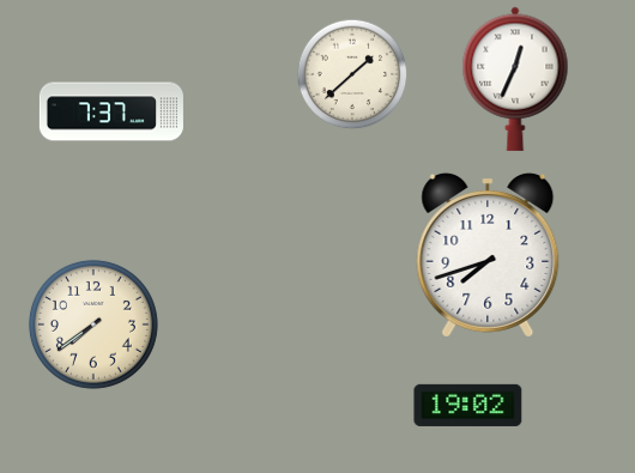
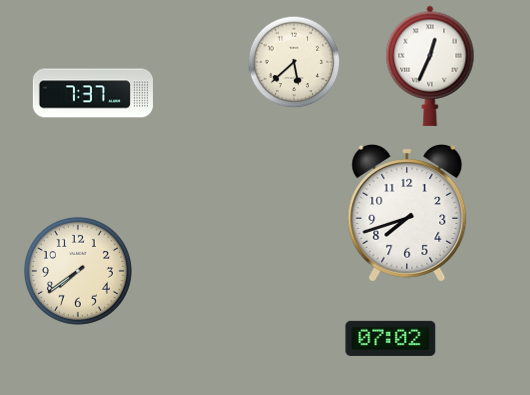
clock at (352, 74): 1:38 -> 5:38
clock at (468, 405): 19:02 -> 07:02
